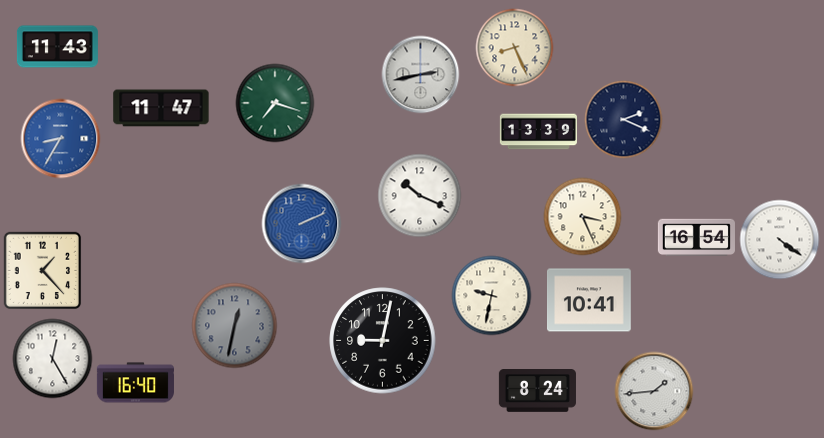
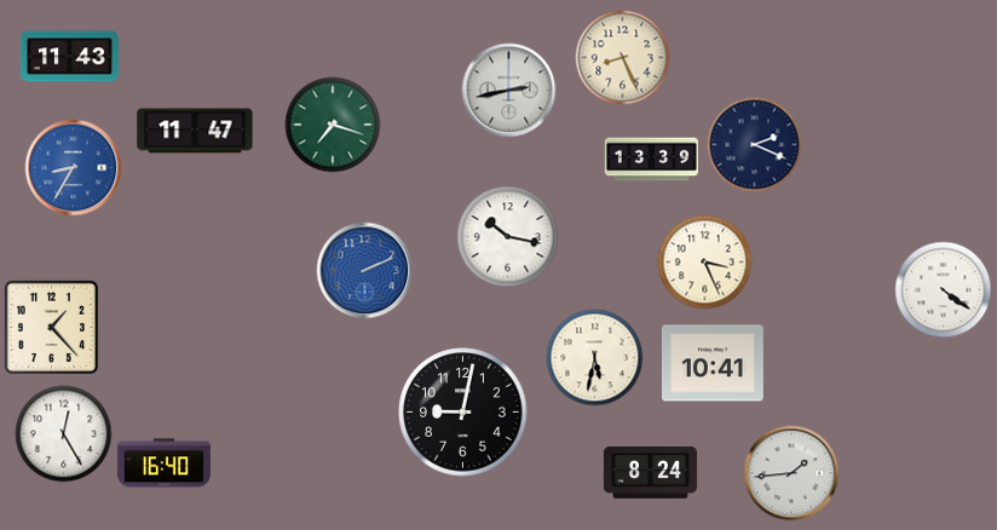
clock at (419, 195): 10:19 -> 10:17
clock at (696, 238): 16:54 -> none
clock at (491, 295): 9:32 -> 5:32
clock at (234, 325): 12:32 -> none
